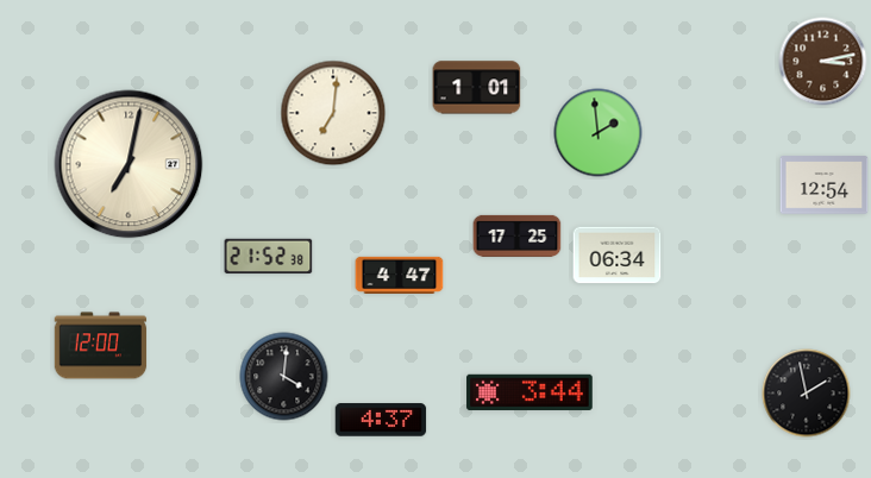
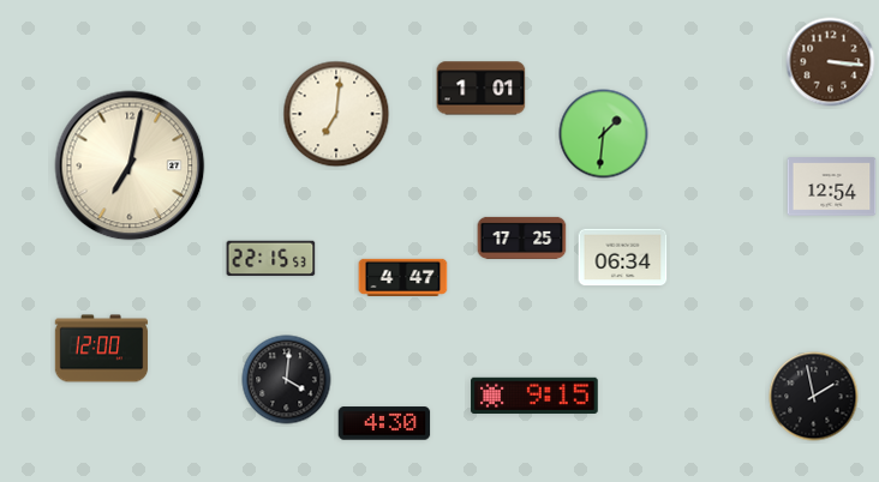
clock at (823, 62): 3:13 -> 3:16
clock at (599, 133): 1:59 -> 1:31
clock at (269, 257): 21:52 -> 22:15
clock at (530, 391): 3:44 -> 9:15
clock at (381, 420): 4:37 -> 4:30
